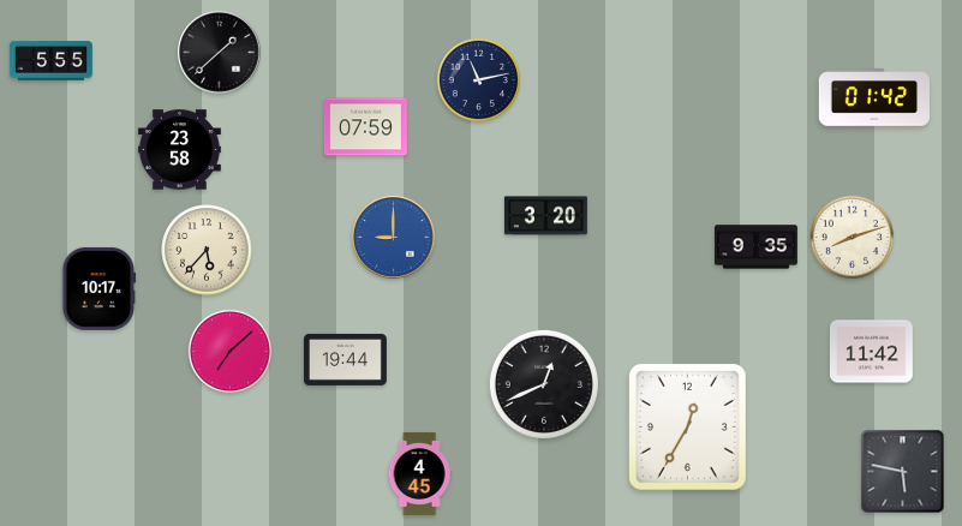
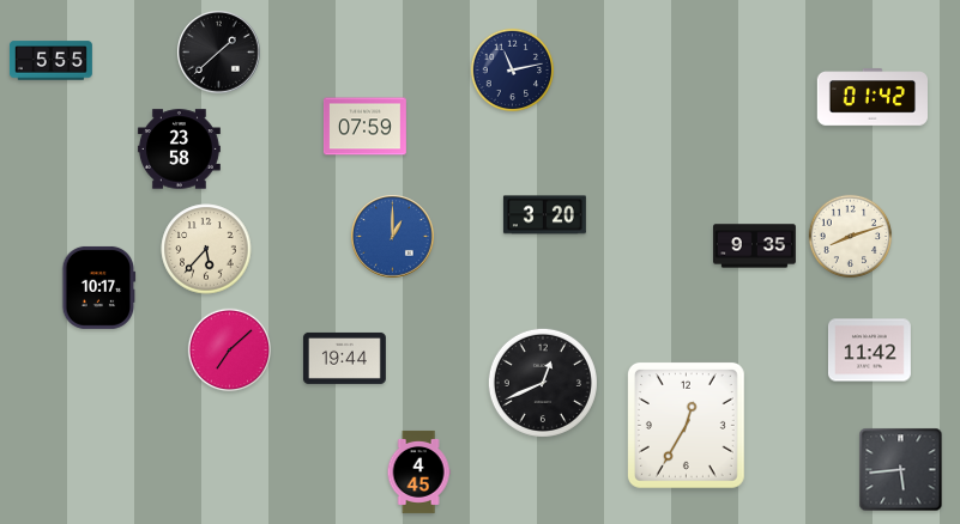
clock at (479, 80) position: (479, 80) -> (513, 71)
clock at (394, 238): 9:00 -> 1:00
clock at (903, 472): 5:47 -> 5:44
